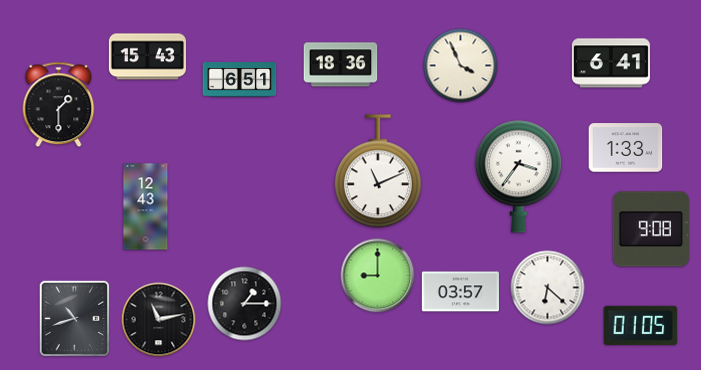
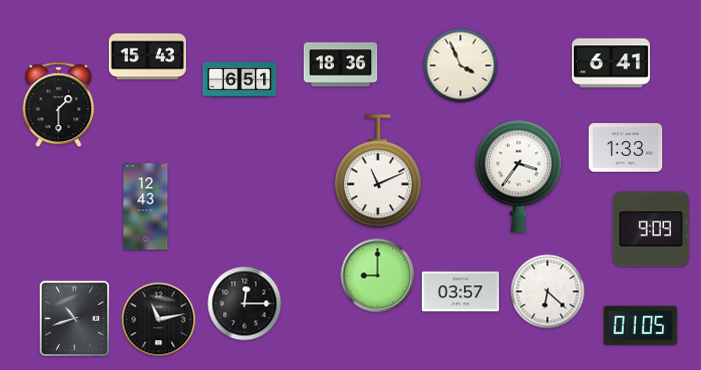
clock at (651, 229): 9:08 -> 9:09
clock at (548, 288) position: (548, 288) -> (548, 292)
clock at (245, 304): 1:15 -> 12:15
